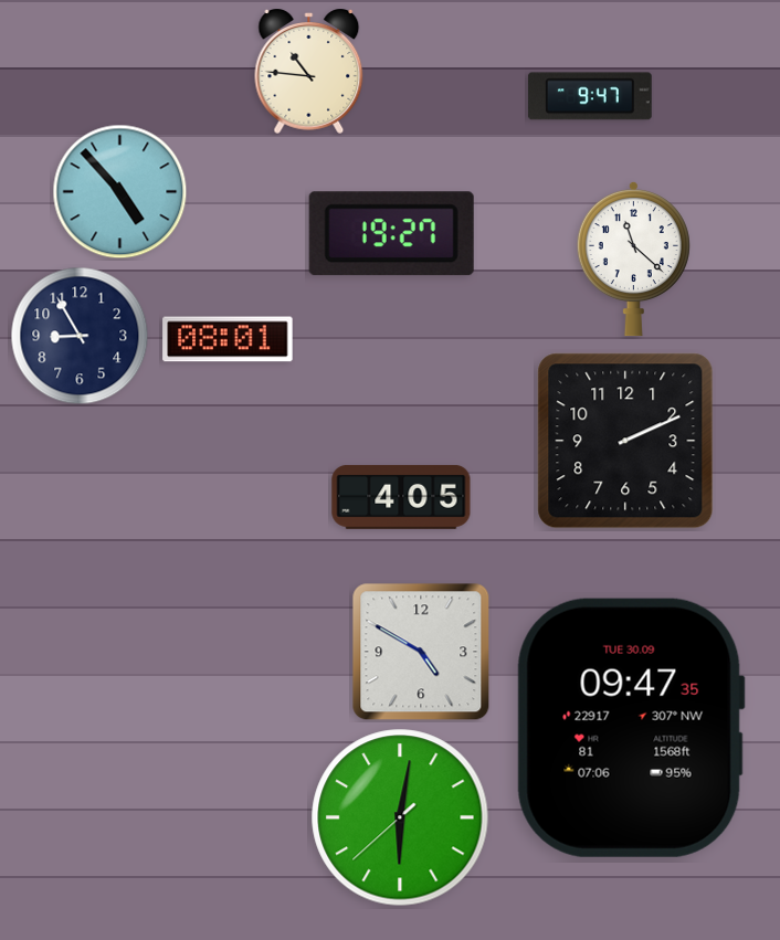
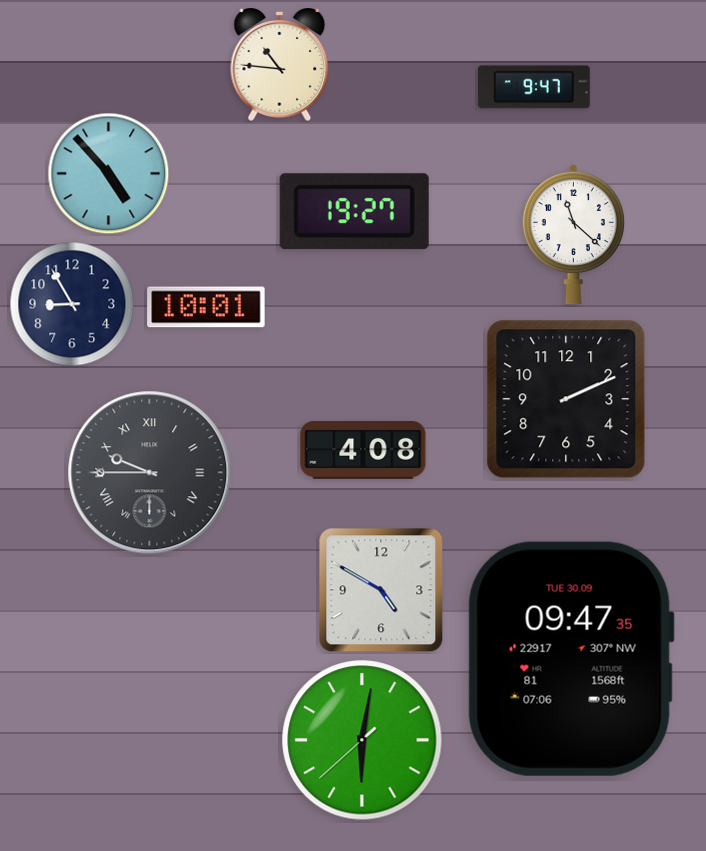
clock at (228, 339): 08:01 -> 10:01
clock at (401, 497): 4:05 -> 4:08
clock at (150, 473): none -> 9:45
